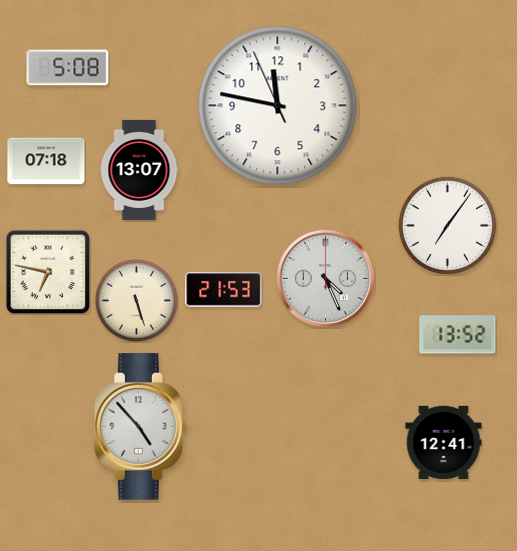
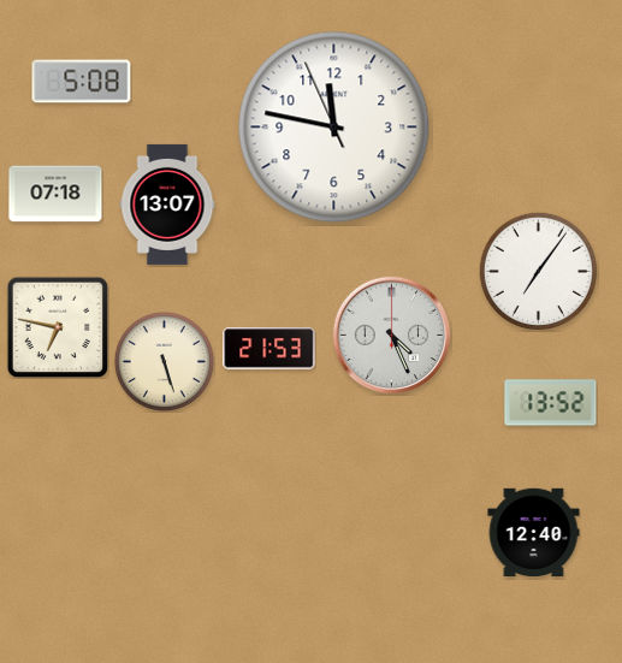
clock at (140, 427): 4:53 -> none
clock at (444, 442): 12:41 -> 12:40
